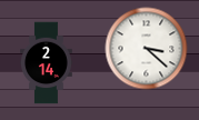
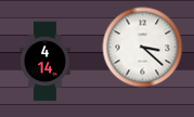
clock at (47, 63): 2:14 -> 4:14
